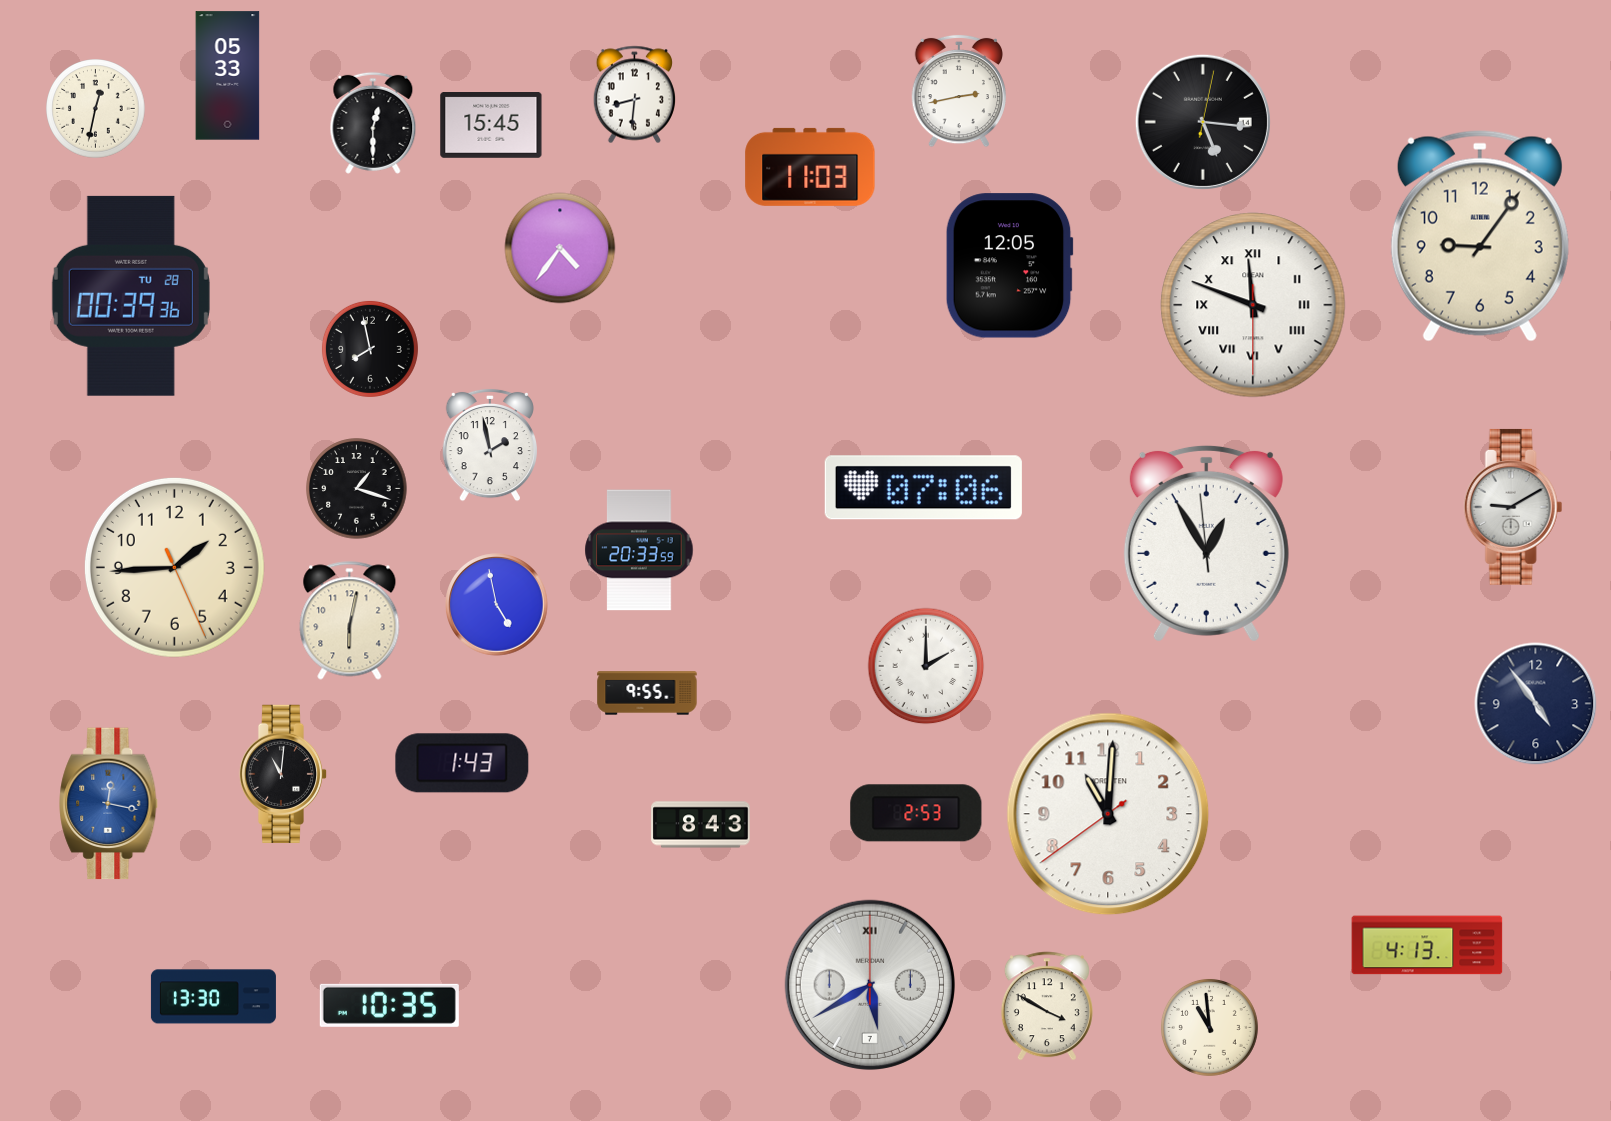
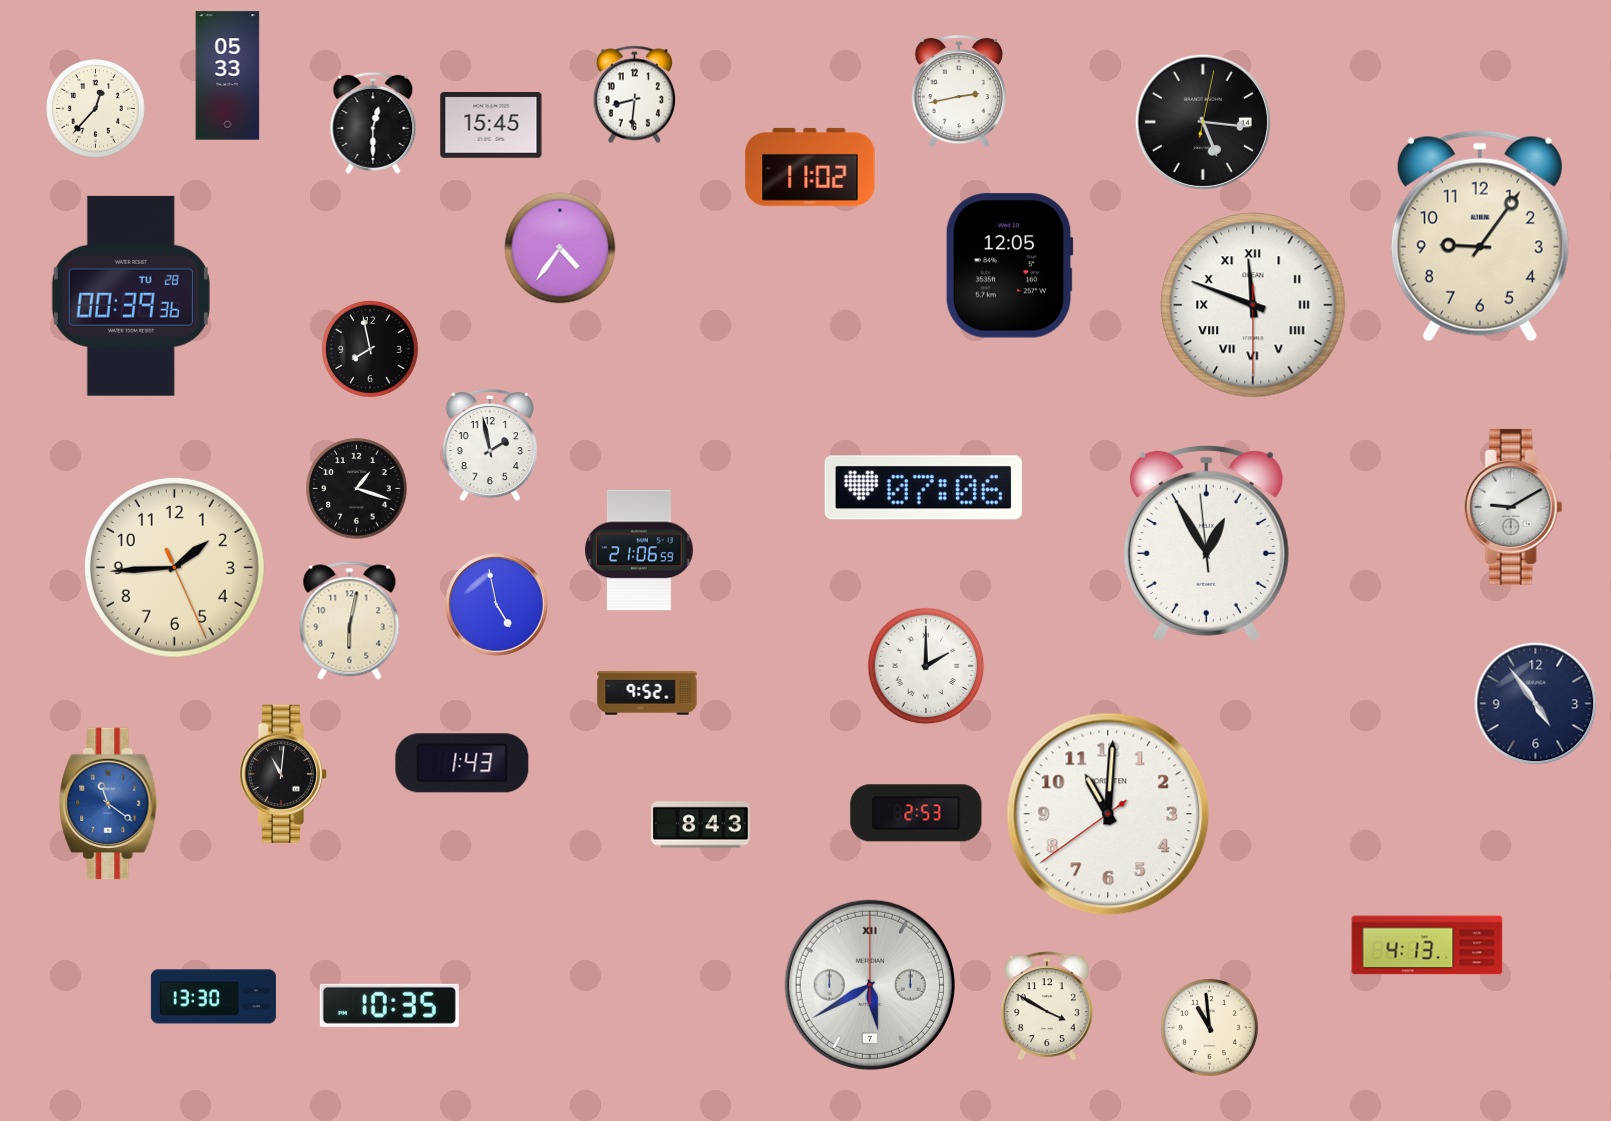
clock at (96, 109): 12:32 -> 12:37
clock at (810, 167): 11:03 -> 11:02
clock at (639, 550): 20:33 -> 21:06
clock at (647, 693): 9:55 -> 9:52
clock at (109, 804): 12:17 -> 11:21
